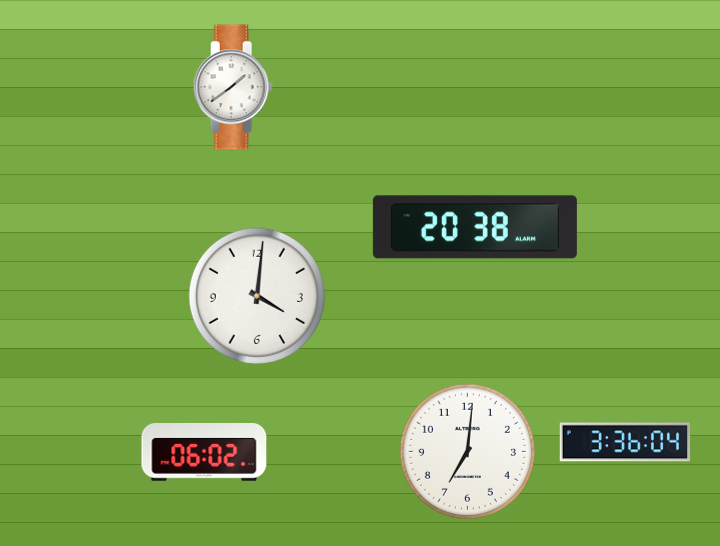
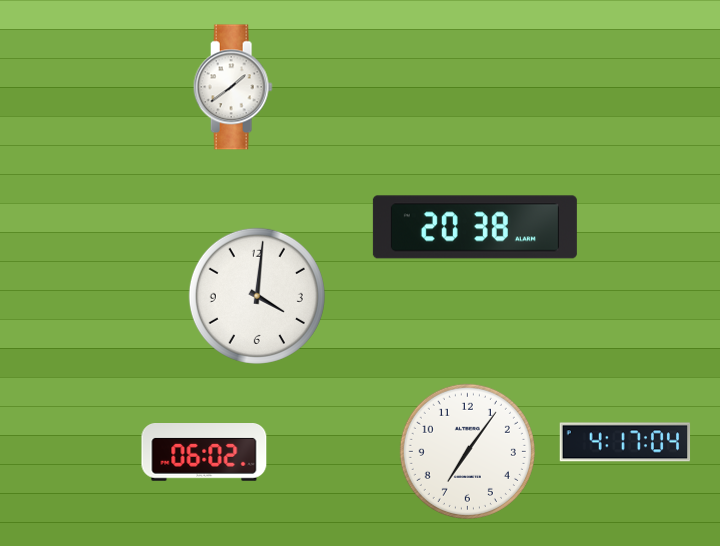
clock at (625, 442): 3:36 -> 4:17
clock at (467, 451): 7:01 -> 7:06
